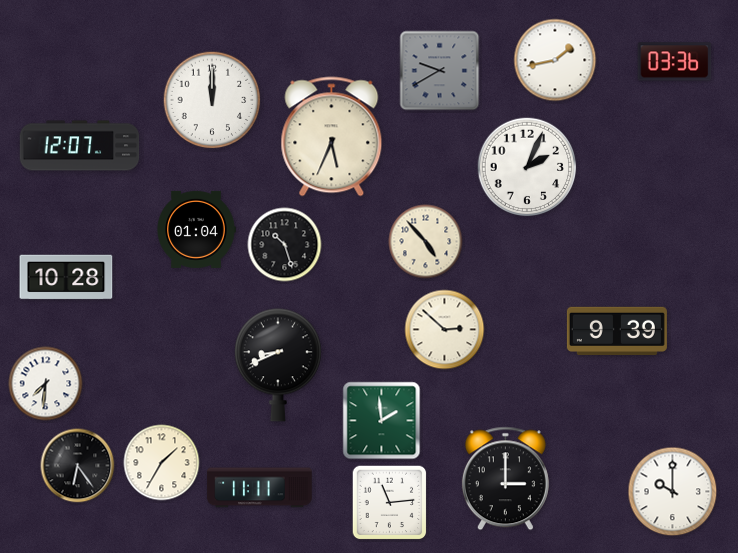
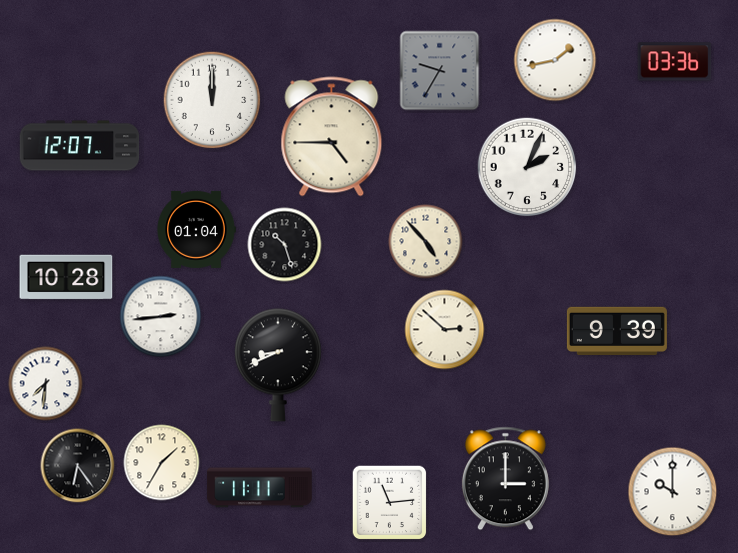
clock at (440, 71): 9:40 -> 9:35
clock at (332, 137): 5:34 -> 4:45
clock at (161, 317): none -> 2:44
clock at (382, 421): 1:59 -> none
